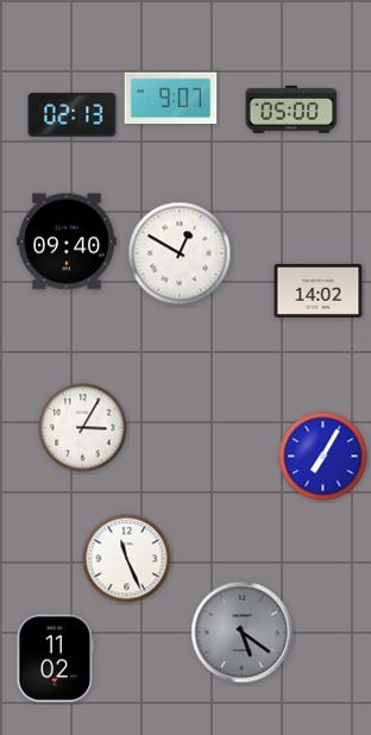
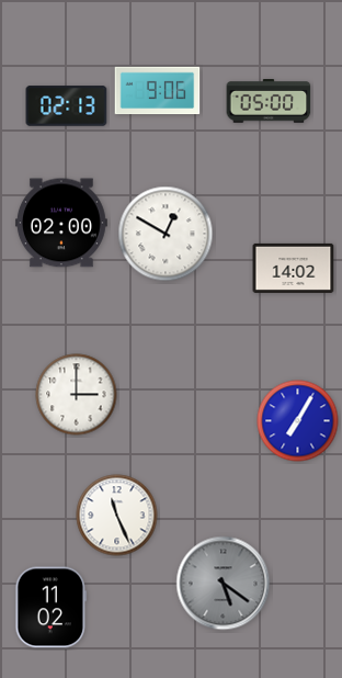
clock at (171, 99): 9:07 -> 9:06
clock at (67, 241): 09:40 -> 02:00
clock at (83, 428): 3:05 -> 3:00
